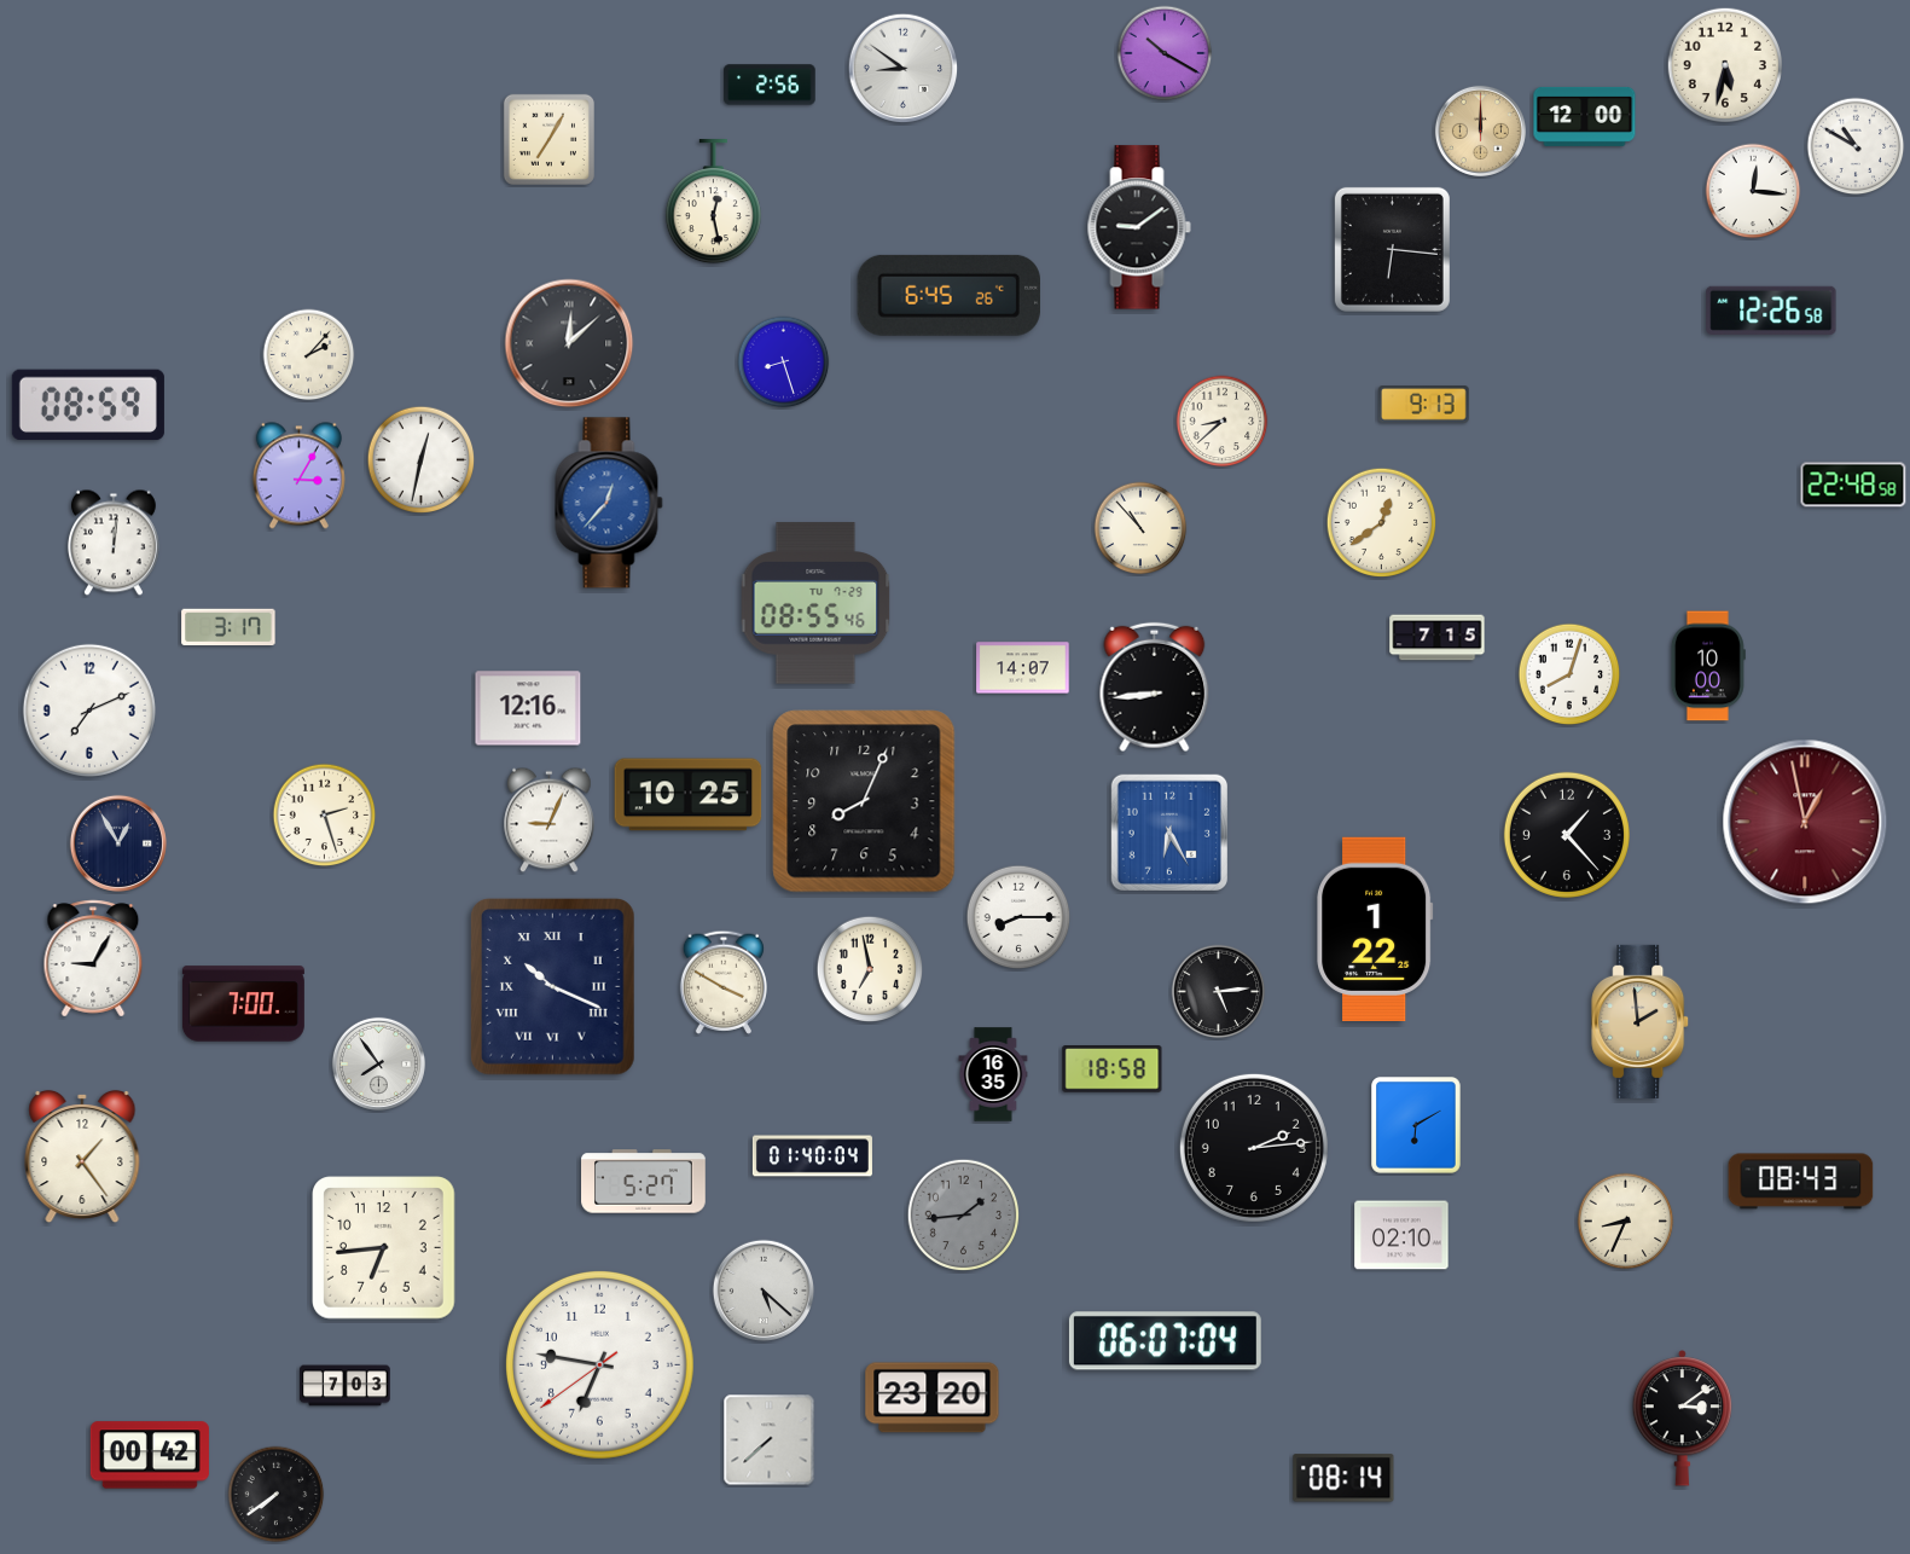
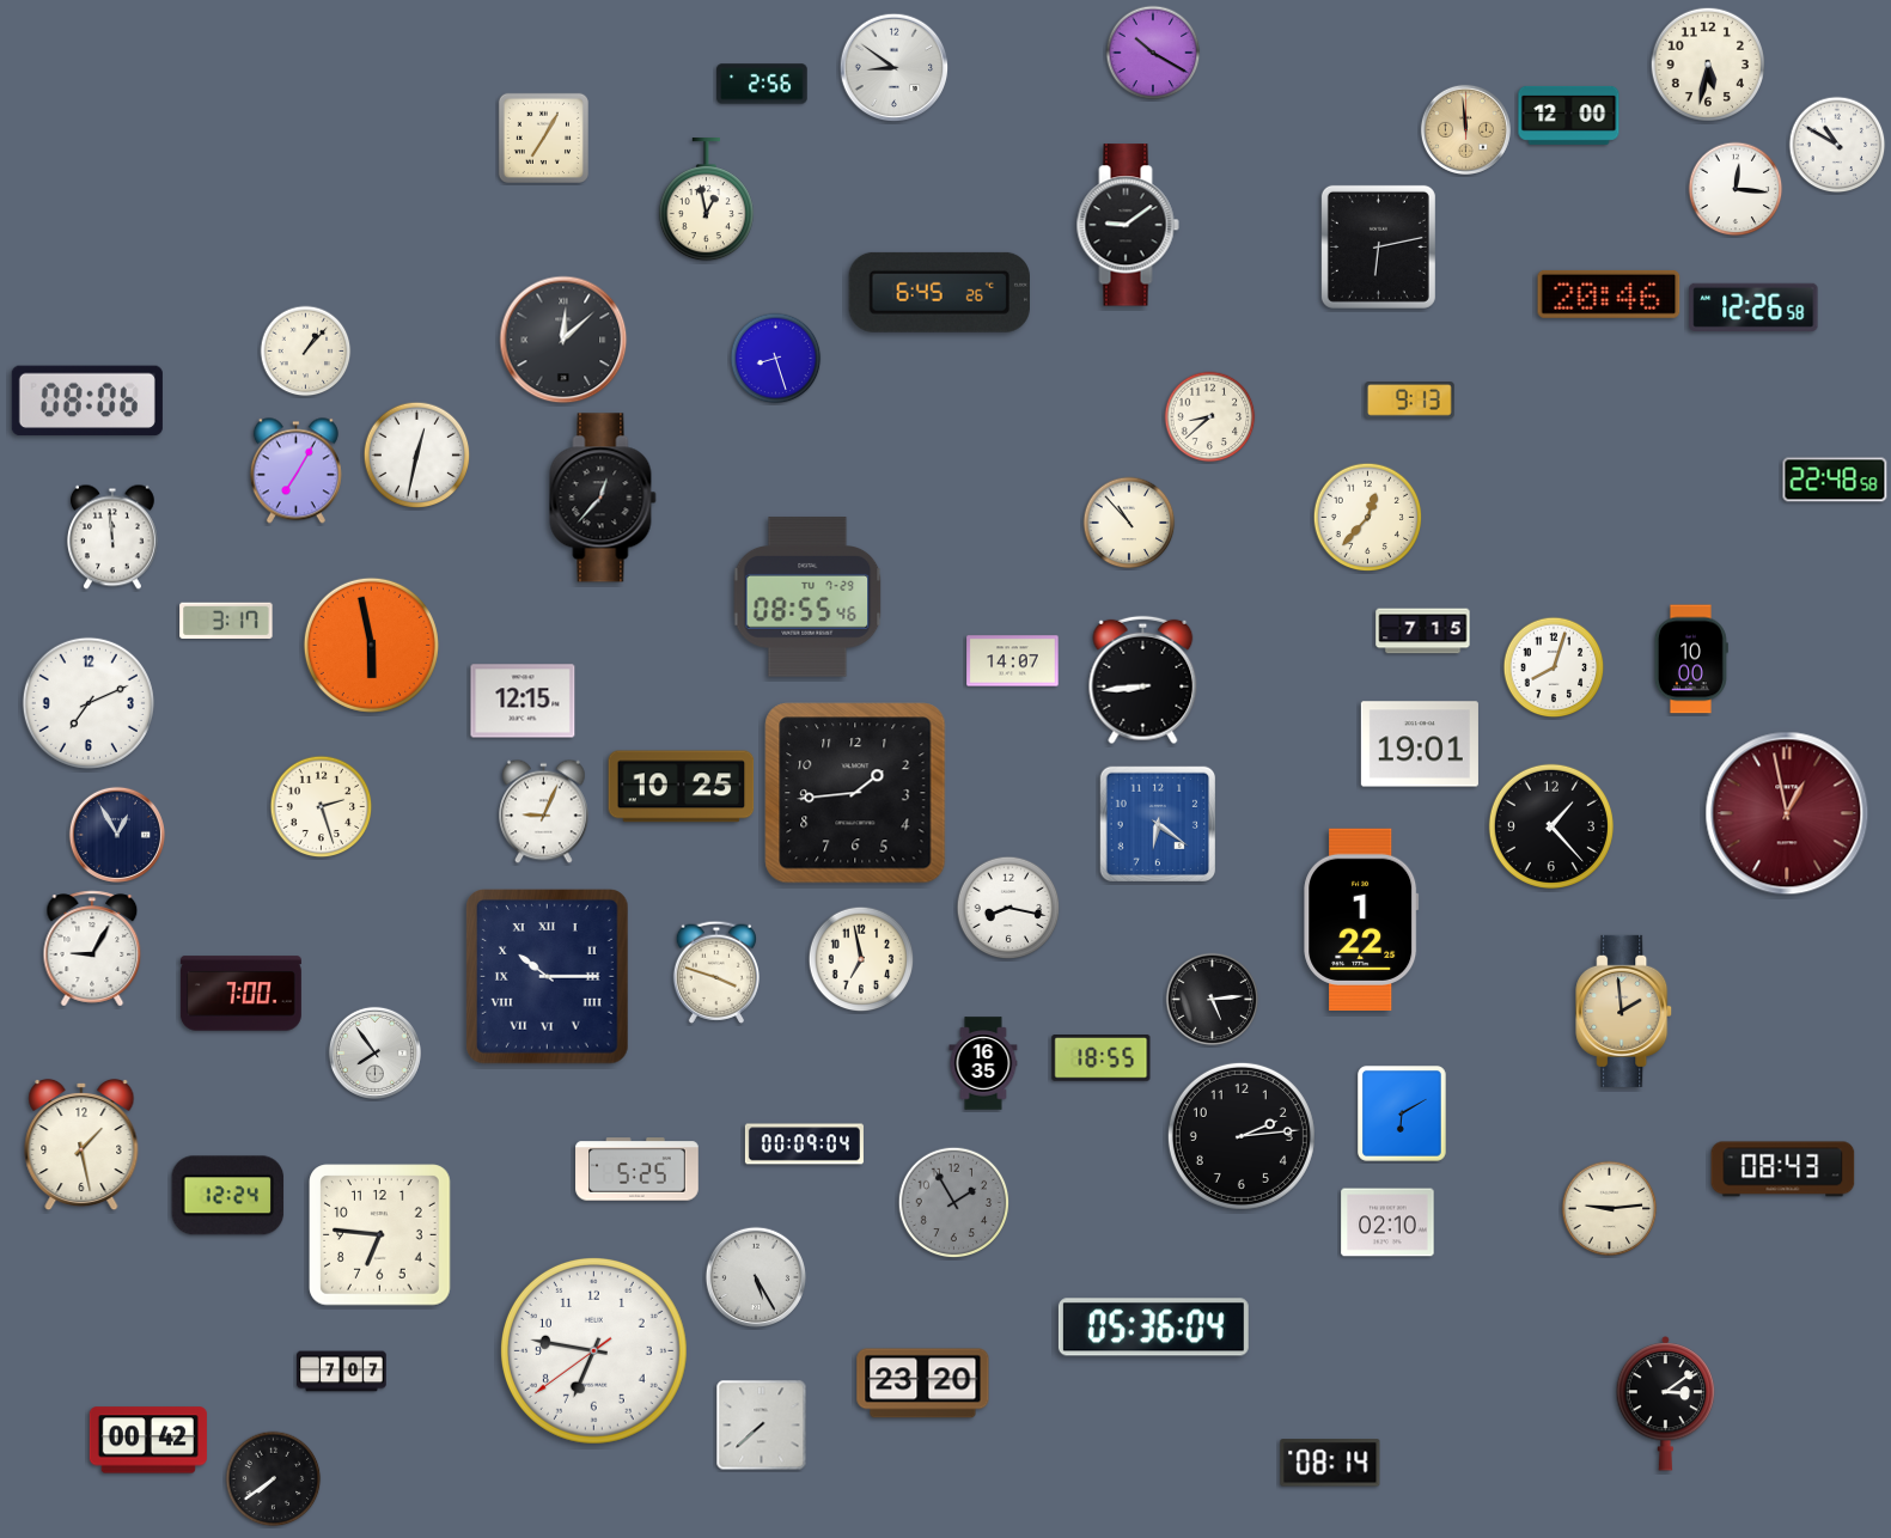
clock at (1480, 131): 12:00 -> 11:59
clock at (713, 203): 12:28 -> 12:58
clock at (1392, 249): 6:16 -> 6:13
clock at (1609, 294): none -> 20:46
clock at (309, 355): 2:07 -> 1:07
clock at (88, 405): 08:59 -> 08:06
clock at (298, 476): 3:05 -> 7:05
clock at (609, 503) dial: blue -> black
clock at (1382, 523): 12:39 -> 12:37
clock at (114, 543): 12:01 -> 11:59
clock at (371, 645): none -> 5:58
clock at (528, 708): 12:16 -> 12:15
clock at (1420, 744): none -> 19:01
clock at (864, 801): 8:04 -> 1:44
clock at (1168, 831): 6:25 -> 6:21
clock at (1018, 917): 8:15 -> 8:17
clock at (722, 982): 3:50 -> 3:48
clock at (553, 987): 10:19 -> 10:15
clock at (1219, 992) position: (1219, 992) -> (1213, 1000)
clock at (1113, 1069): 18:58 -> 18:55
clock at (82, 1156): 1:24 -> 1:28
clock at (812, 1156): 01:40 -> 00:09
clock at (644, 1182): 5:27 -> 5:25
clock at (228, 1196): none -> 12:24
clock at (964, 1216): 1:44 -> 1:55
clock at (1626, 1222): 8:34 -> 9:14
clock at (384, 1248): 6:44 -> 6:46
clock at (762, 1289): 5:22 -> 5:25
clock at (1165, 1341): 06:07 -> 05:36
clock at (346, 1386): 7:03 -> 7:07
